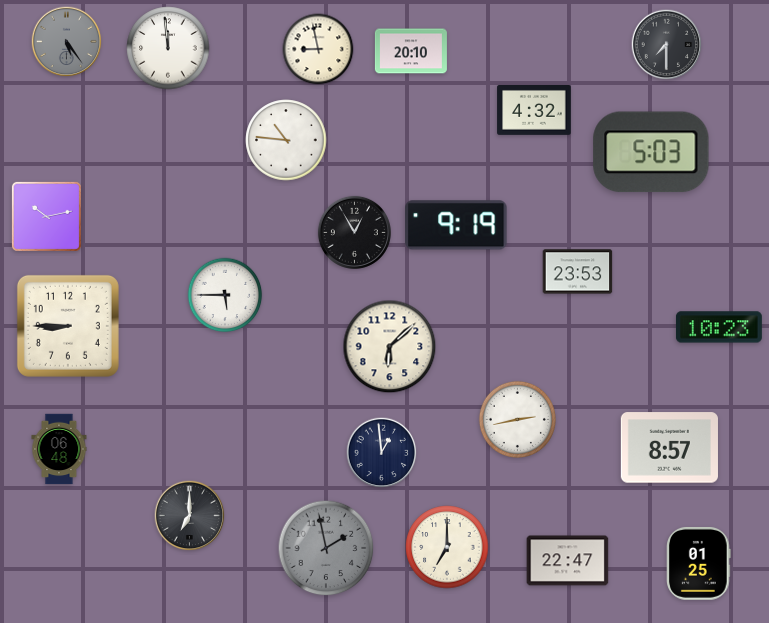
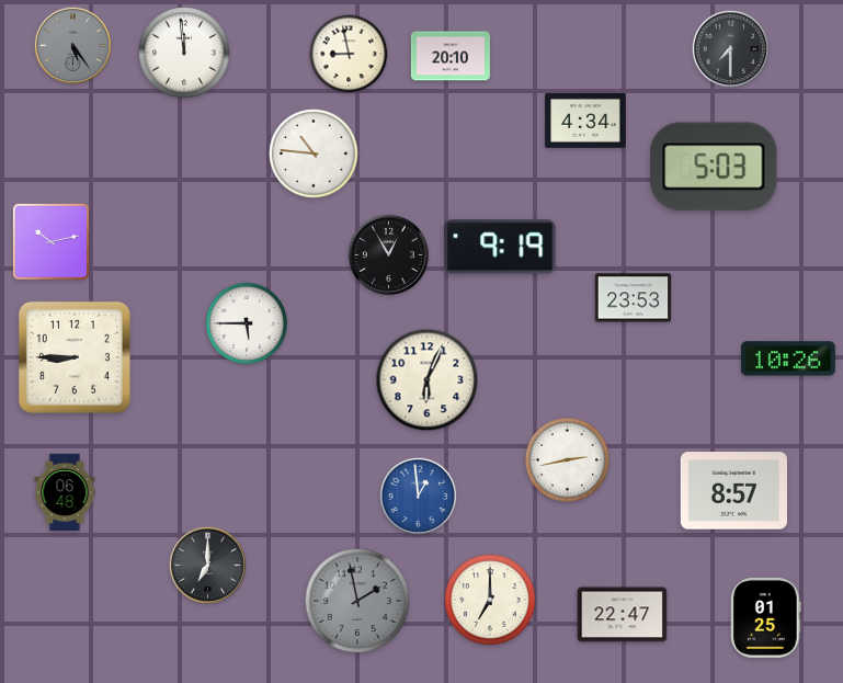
clock at (534, 111): 4:32 -> 4:34
clock at (46, 216) position: (46, 216) -> (50, 241)
clock at (719, 327): 10:23 -> 10:26
clock at (390, 347): 6:08 -> 6:04
clock at (382, 453) dial: navy -> blue
